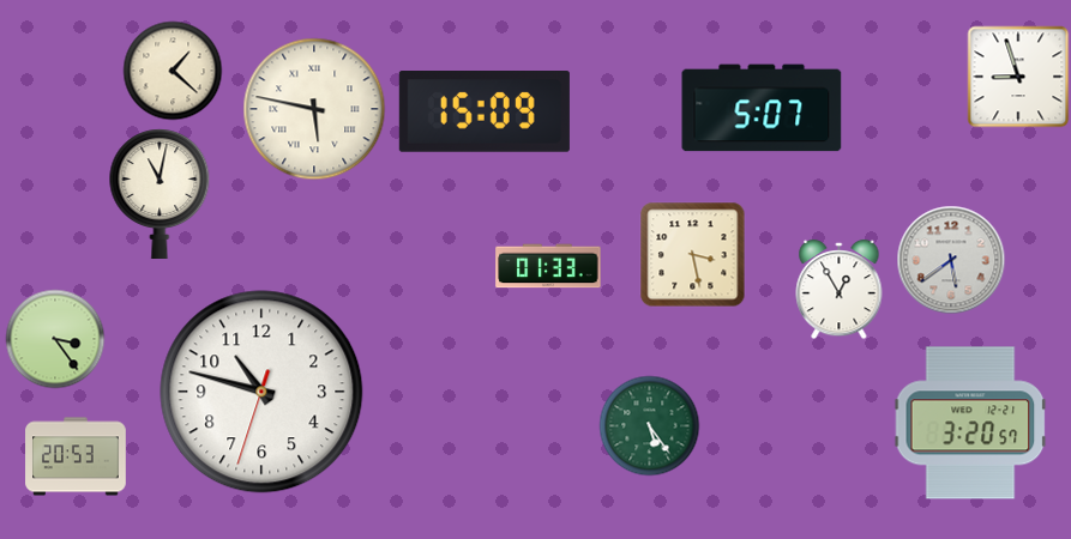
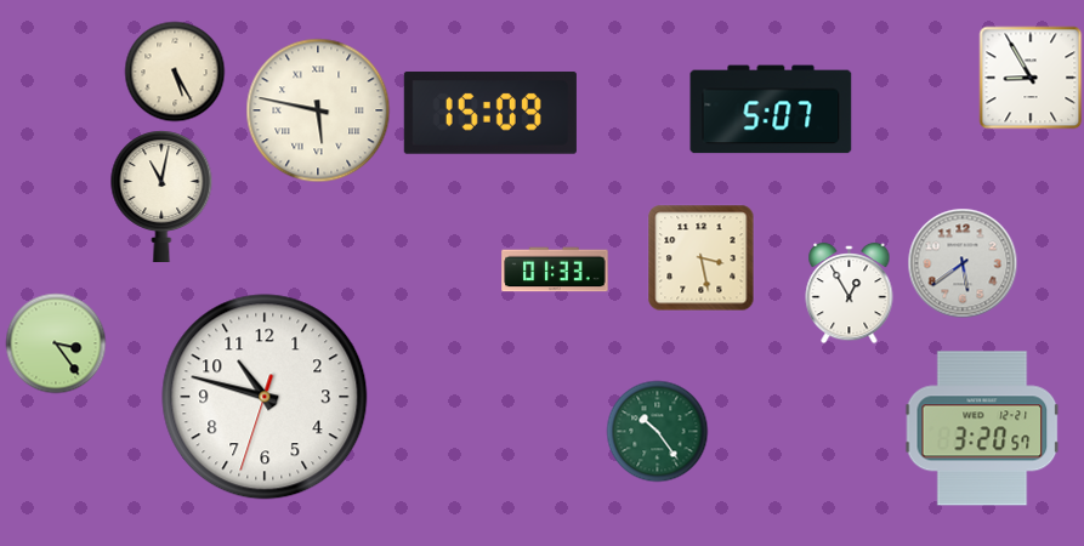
clock at (173, 71): 1:22 -> 5:25
clock at (1018, 77): 8:57 -> 8:55
clock at (650, 426): 5:24 -> 10:24
clock at (76, 456): 20:53 -> none
